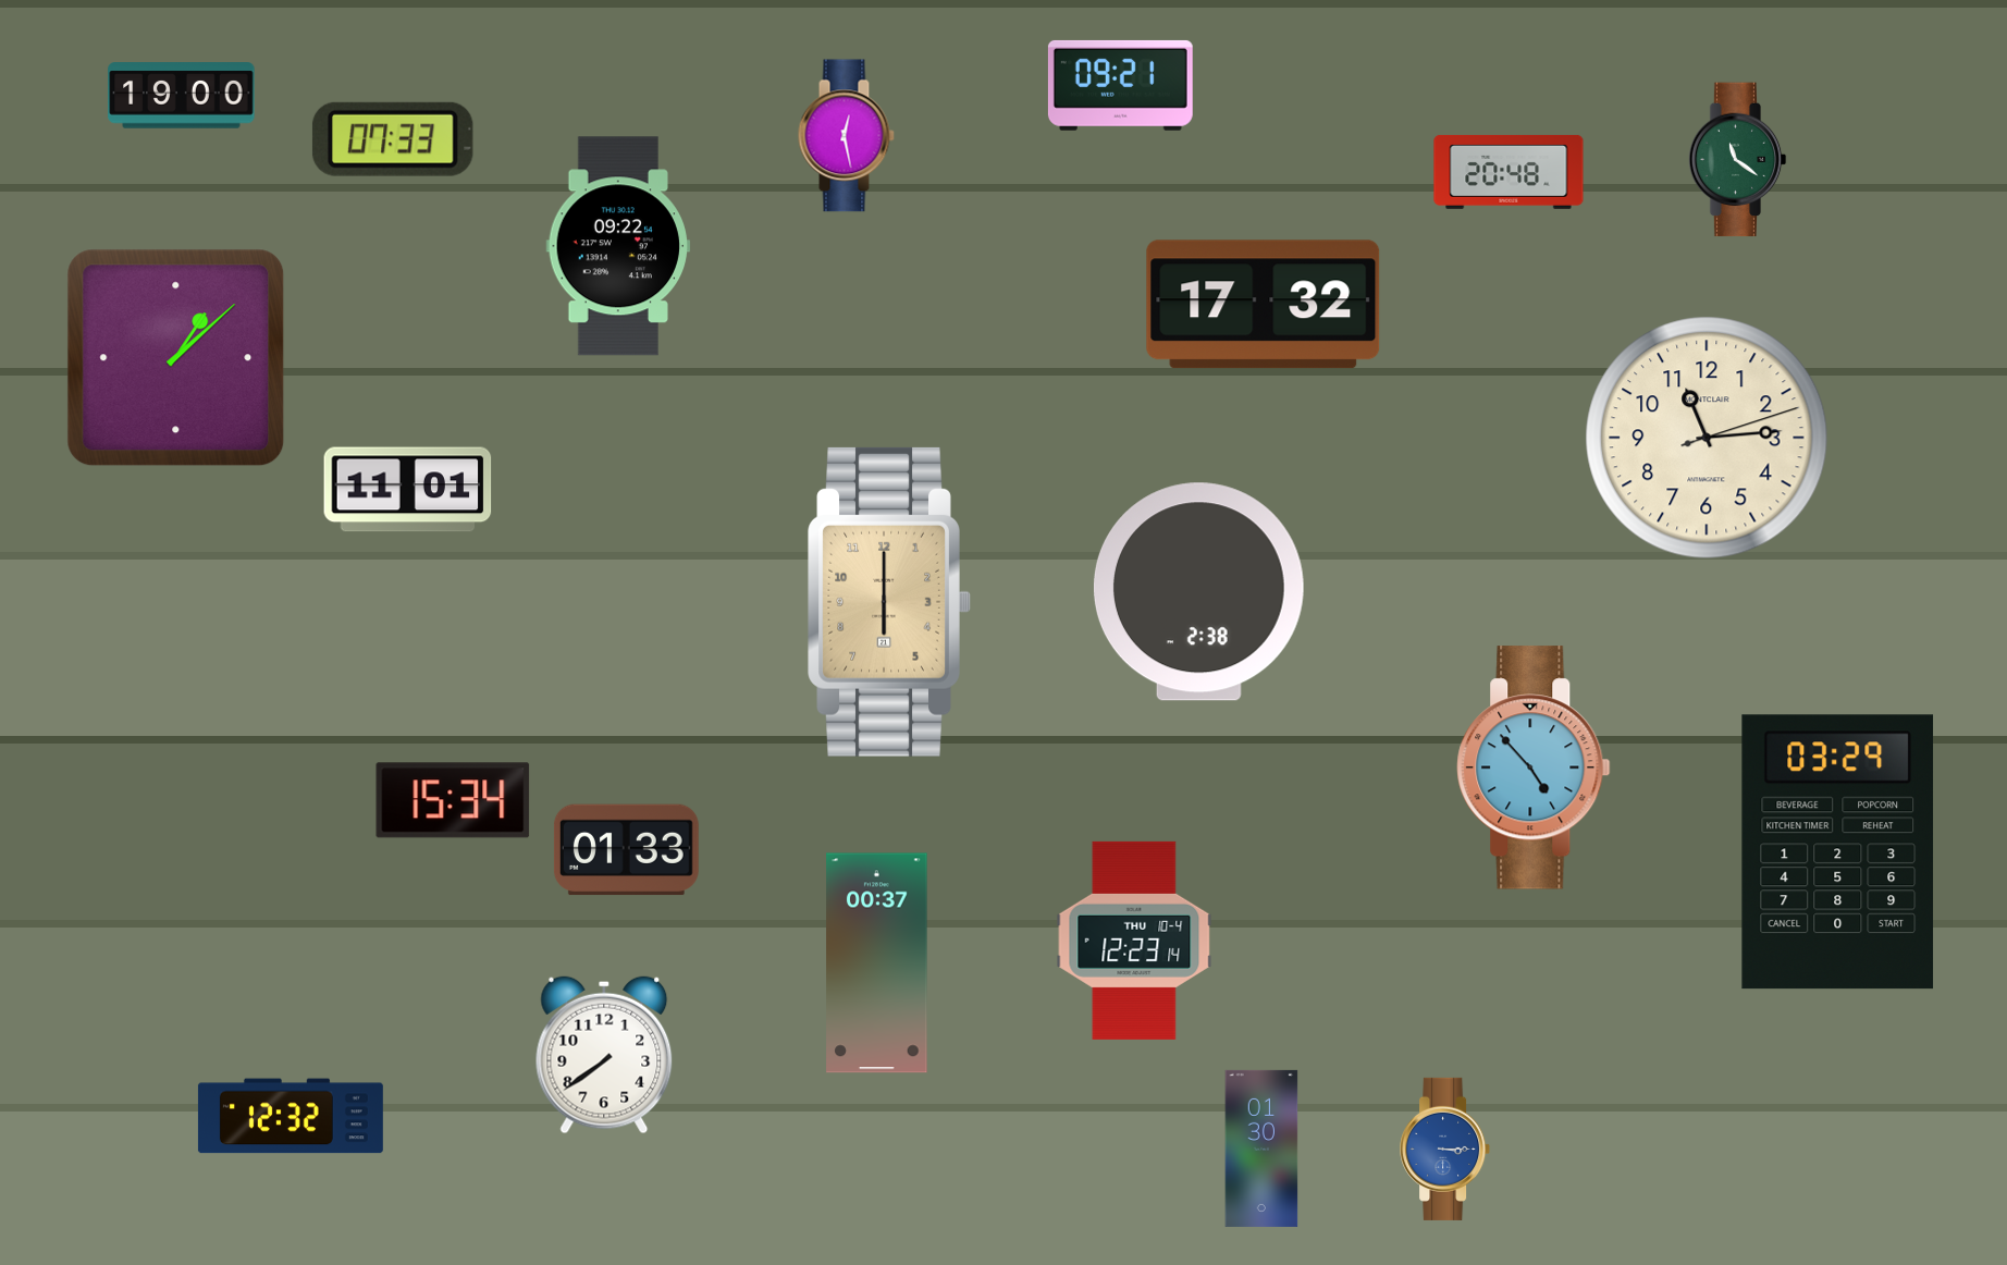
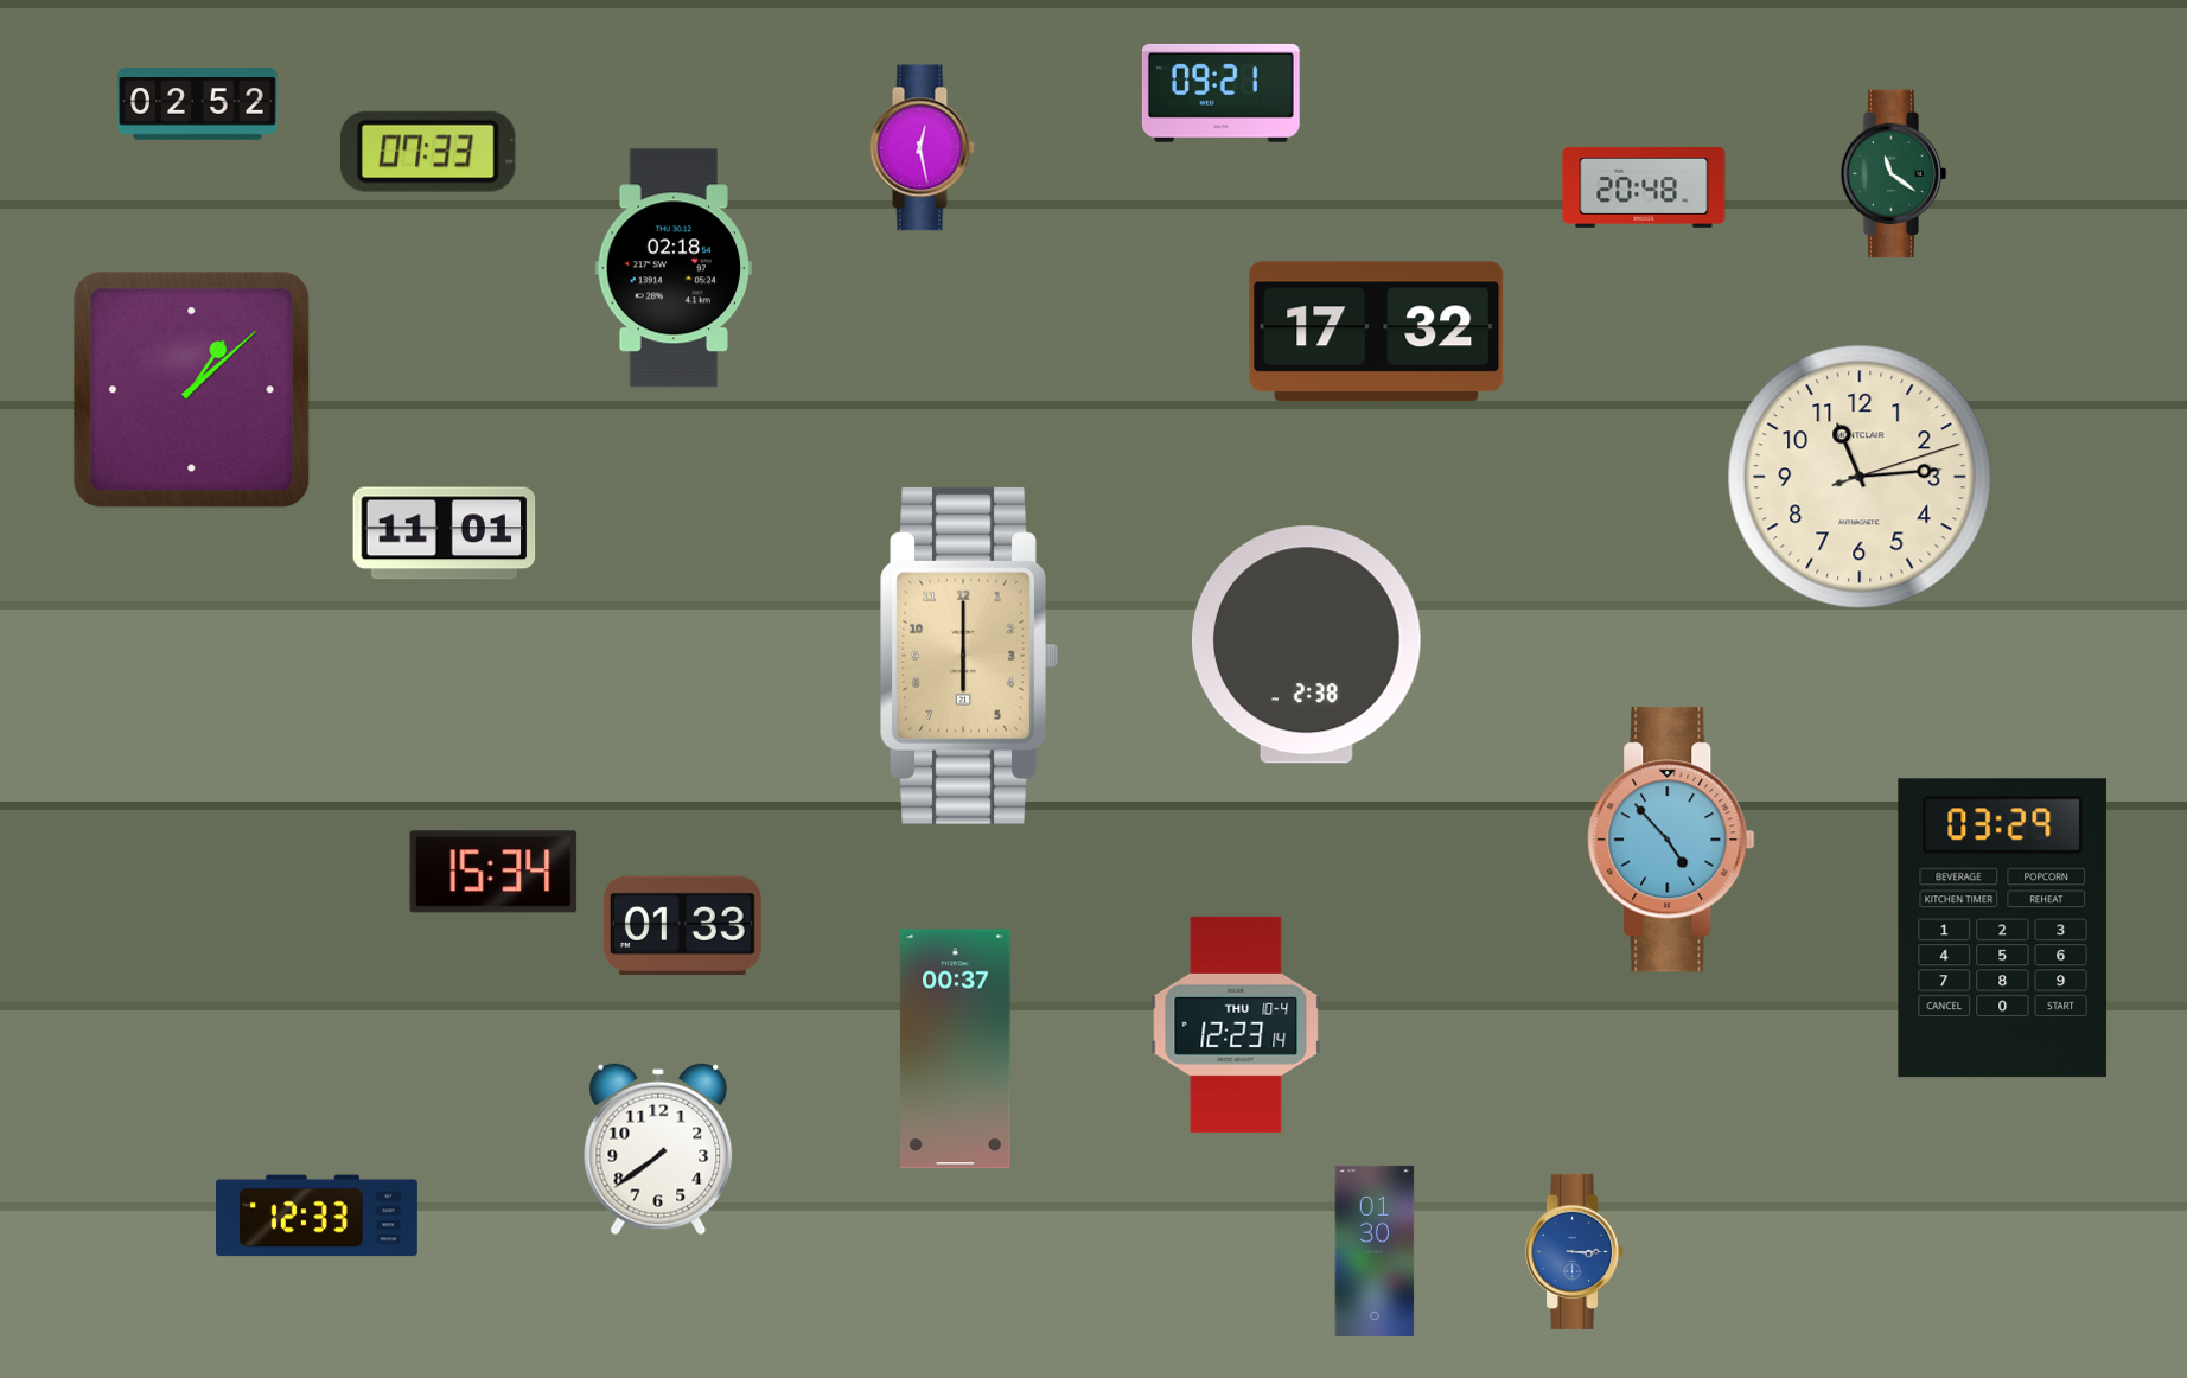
clock at (182, 96): 19:00 -> 02:52
clock at (618, 246): 09:22 -> 02:18
clock at (1534, 767) position: (1534, 767) -> (1671, 840)
clock at (291, 1116): 12:32 -> 12:33
